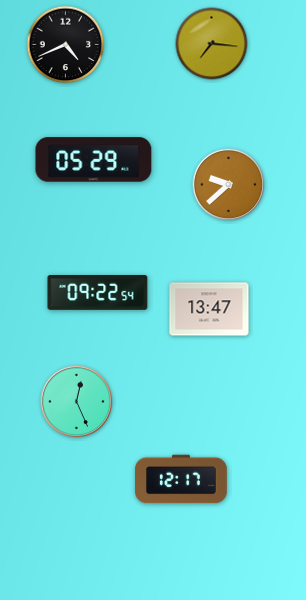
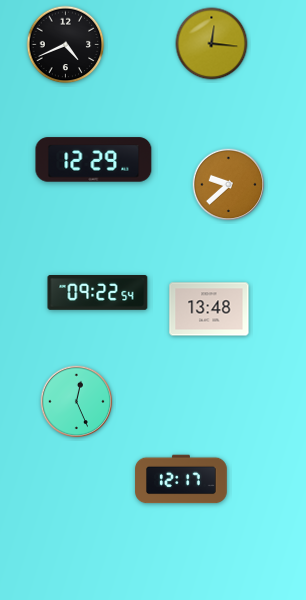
clock at (212, 44): 7:16 -> 12:16
clock at (94, 160): 05:29 -> 12:29
clock at (209, 309): 13:47 -> 13:48
